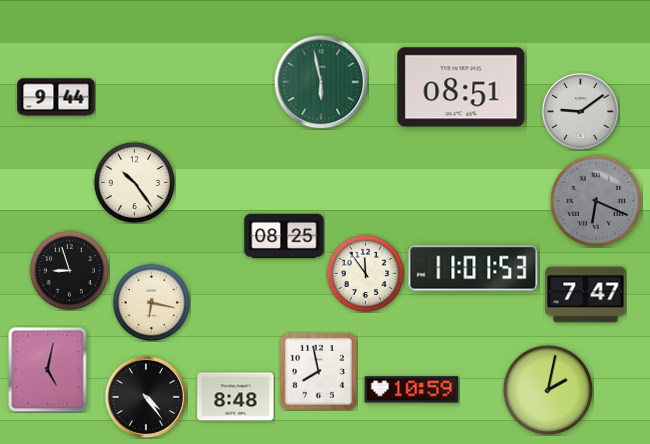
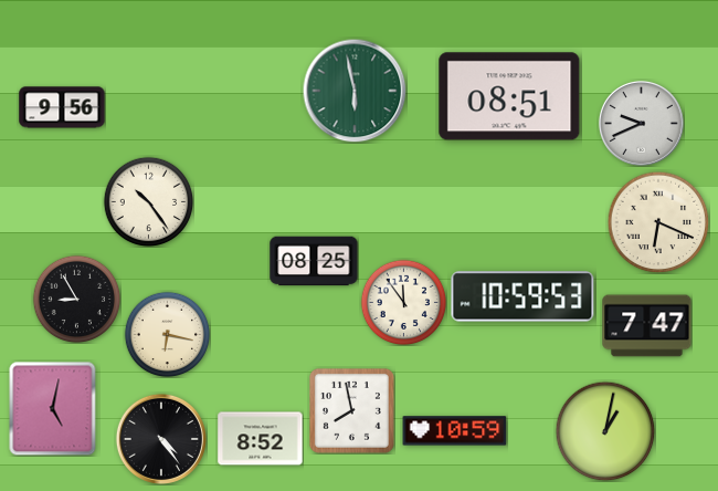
clock at (56, 97): 9:44 -> 9:56
clock at (580, 111): 9:09 -> 9:41
clock at (596, 201) dial: grey -> cream
clock at (473, 268): 11:01 -> 10:59
clock at (69, 270): 8:57 -> 8:55
clock at (548, 390): 2:02 -> 1:02
clock at (236, 397): 8:48 -> 8:52
